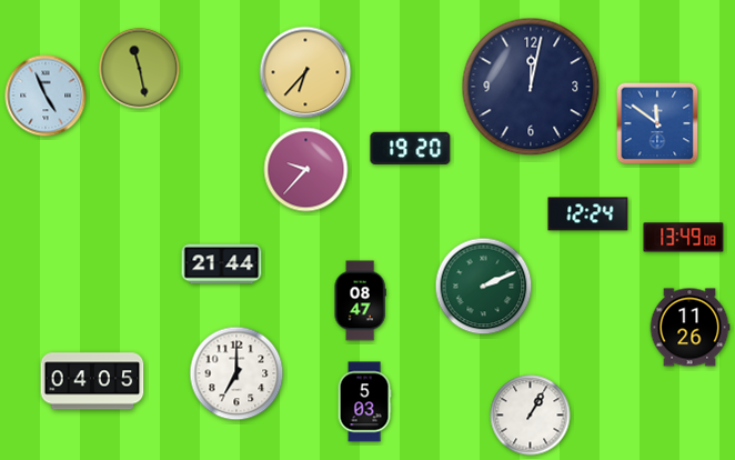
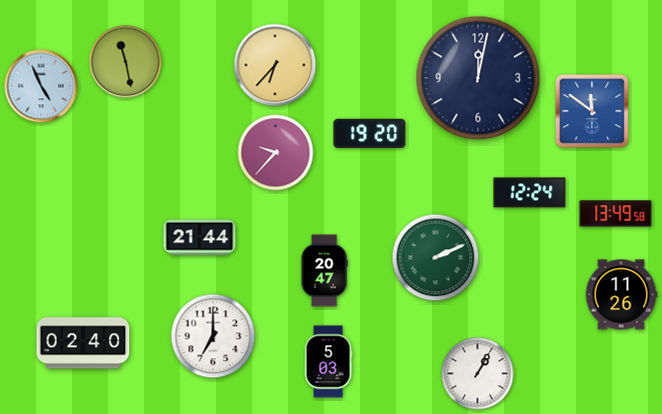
clock at (684, 238): 13:49:08 -> 13:49:58
clock at (360, 301): 08:47 -> 20:47
clock at (92, 381): 04:05 -> 02:40
